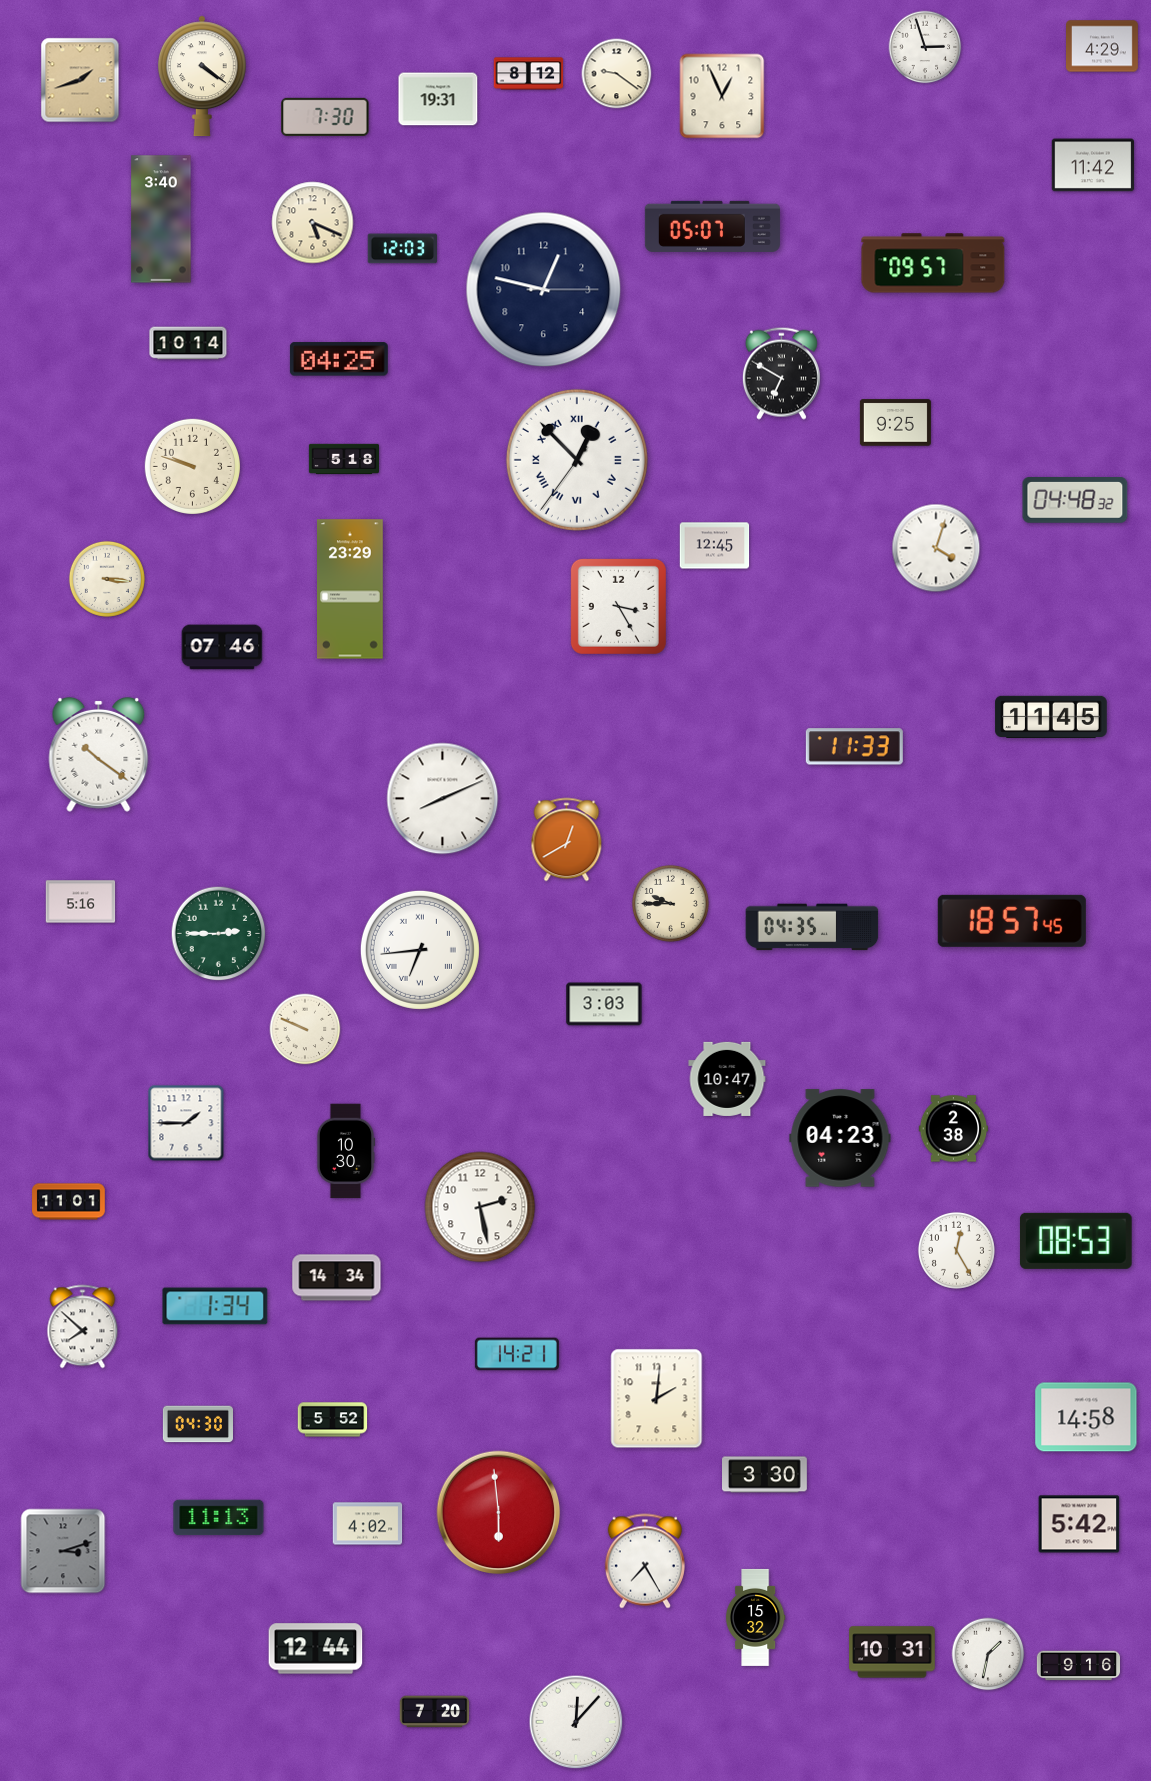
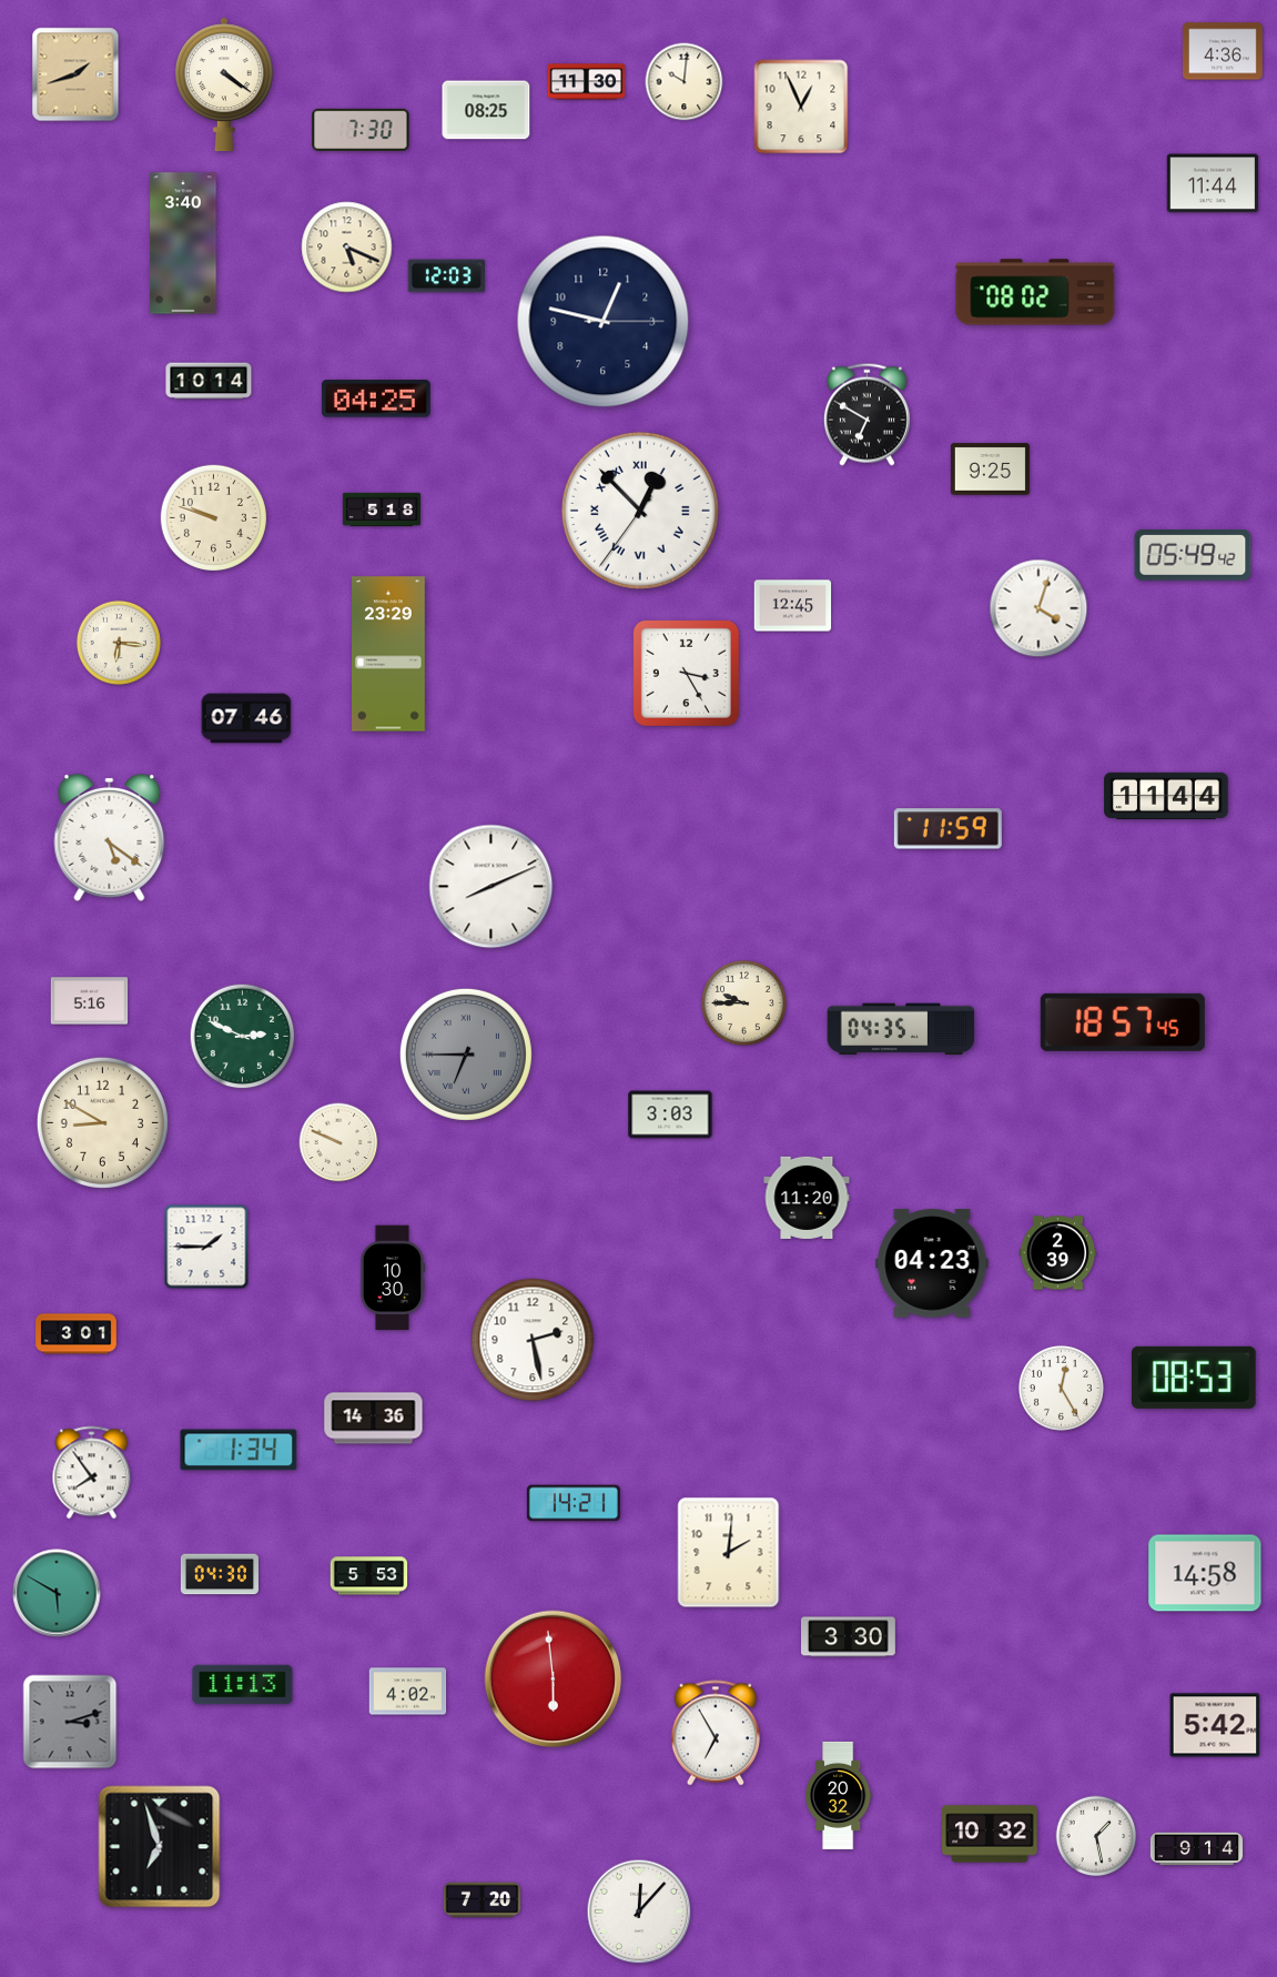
clock at (1103, 46): 4:29 -> 4:36
clock at (925, 47): 2:57 -> none
clock at (529, 74): 8:12 -> 11:30
clock at (617, 74): 9:21 -> 10:01
clock at (80, 80) position: (80, 80) -> (75, 74)
clock at (438, 99): 19:31 -> 08:25
clock at (1093, 165): 11:42 -> 11:44
clock at (161, 219) position: (161, 219) -> (183, 243)
clock at (712, 226): 05:07 -> none
clock at (933, 263): 09:57 -> 08:02
clock at (895, 423) position: (895, 423) -> (990, 470)
clock at (1075, 501): 04:48 -> 05:49
clock at (107, 579): 3:16 -> 6:16
clock at (1051, 716): 11:45 -> 11:44
clock at (854, 747): 11:33 -> 11:59
clock at (99, 754): 10:21 -> 5:21
clock at (567, 840): 12:40 -> none
clock at (219, 934): 2:45 -> 2:49
clock at (420, 950): 6:44 -> 6:45
clock at (420, 950) dial: white -> grey
clock at (102, 1122): none -> 8:50
clock at (727, 1079): 10:47 -> 11:20
clock at (954, 1129): 2:38 -> 2:39
clock at (346, 1151) position: (346, 1151) -> (393, 1278)
clock at (69, 1202): 11:01 -> 3:01
clock at (337, 1278): 14:34 -> 14:36
clock at (83, 1327): 7:52 -> 7:54
clock at (333, 1420): 5:52 -> 5:53
clock at (197, 1424) position: (197, 1424) -> (219, 1574)
clock at (57, 1593): none -> 5:50
clock at (1079, 1524) position: (1079, 1524) -> (1215, 1725)
clock at (645, 1561): 7:25 -> 6:55
clock at (755, 1617): 15:32 -> 20:32
clock at (316, 1649): 12:44 -> none
clock at (892, 1652): 10:31 -> 10:32
clock at (988, 1654): 1:32 -> 1:28
clock at (160, 1847): none -> 6:57
clock at (1078, 1666): 9:16 -> 9:14
